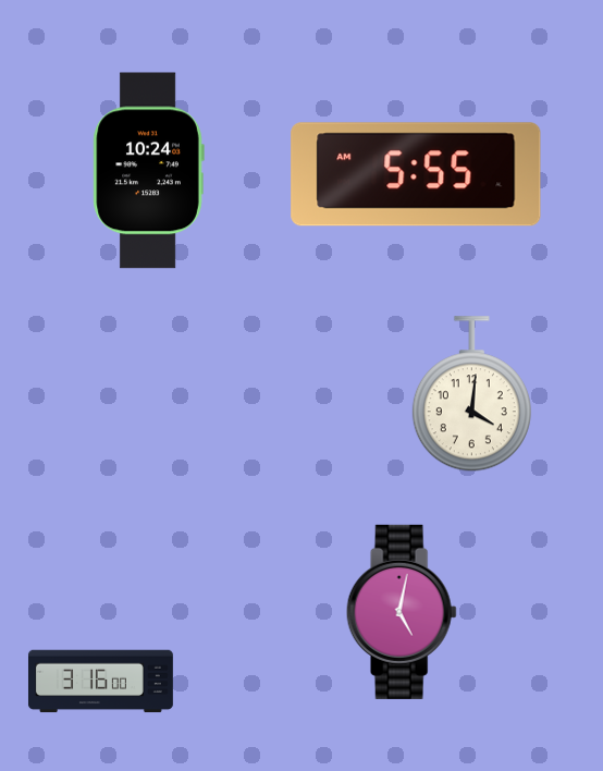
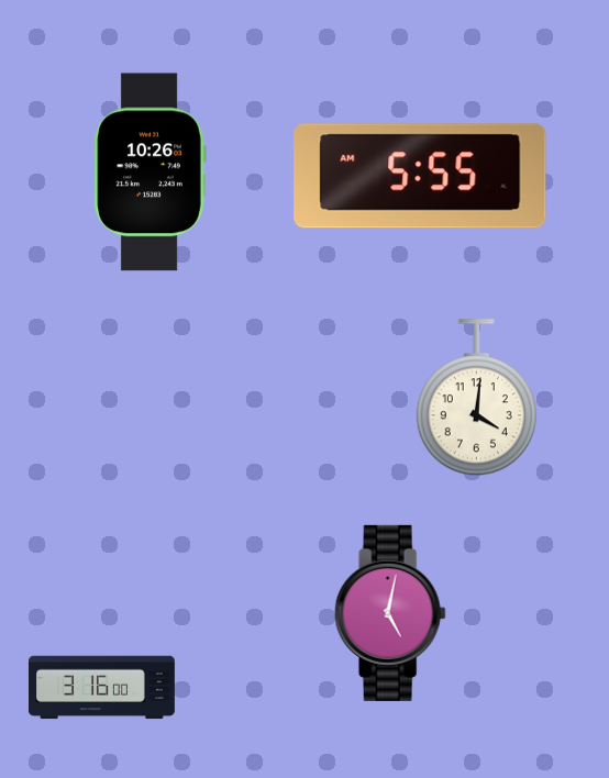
clock at (148, 171): 10:24 -> 10:26
clock at (402, 612) position: (402, 612) -> (390, 613)
